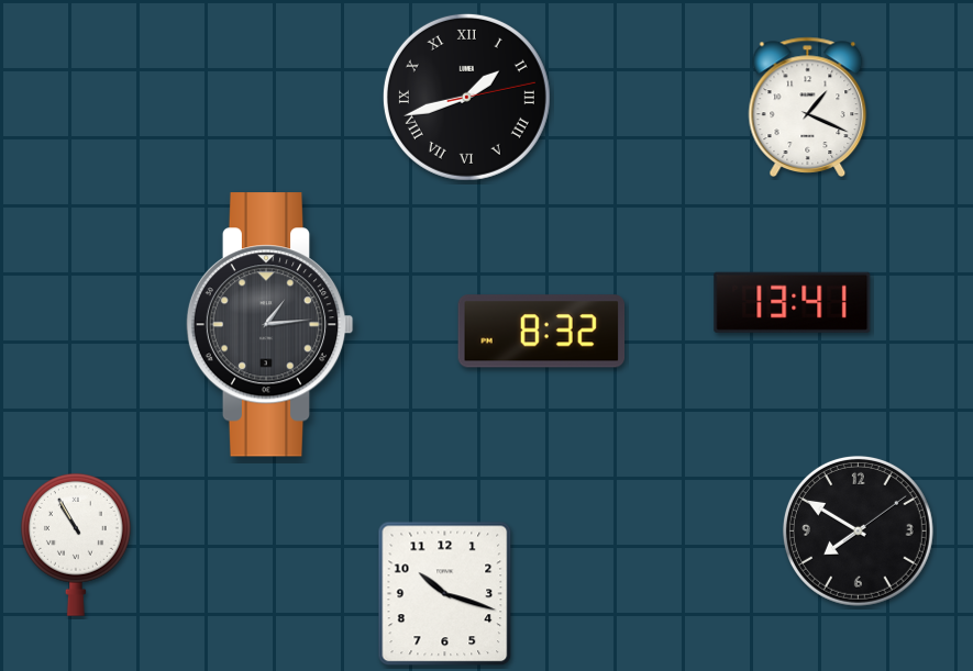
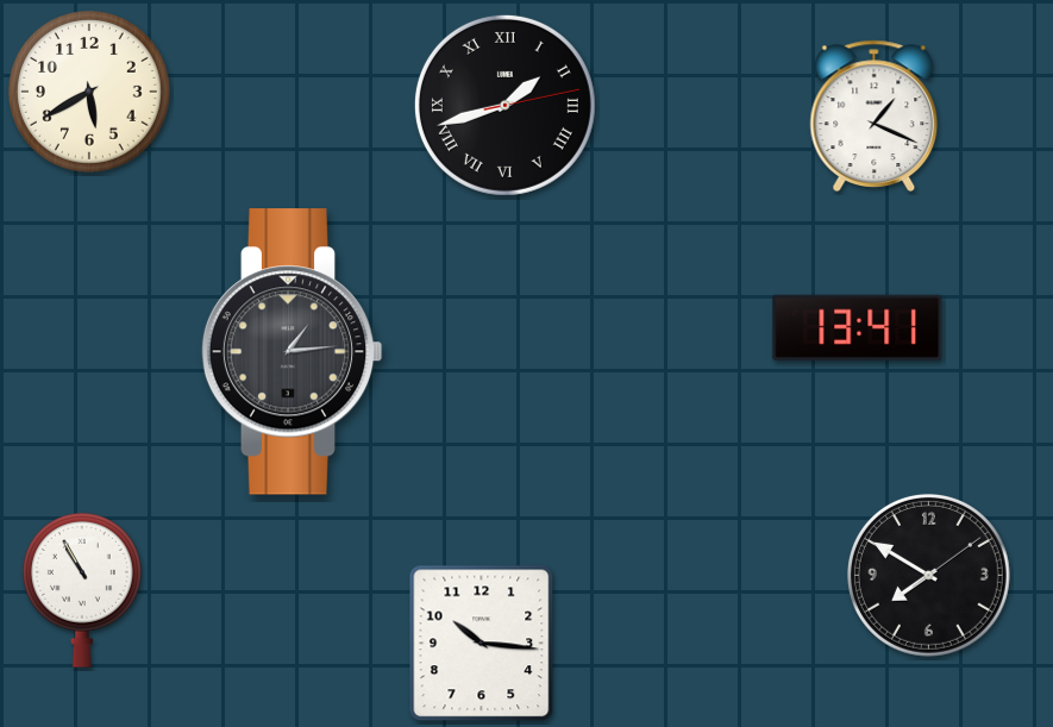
clock at (89, 92): none -> 5:40
clock at (542, 332): 8:32 -> none
clock at (445, 594): 10:18 -> 10:16
